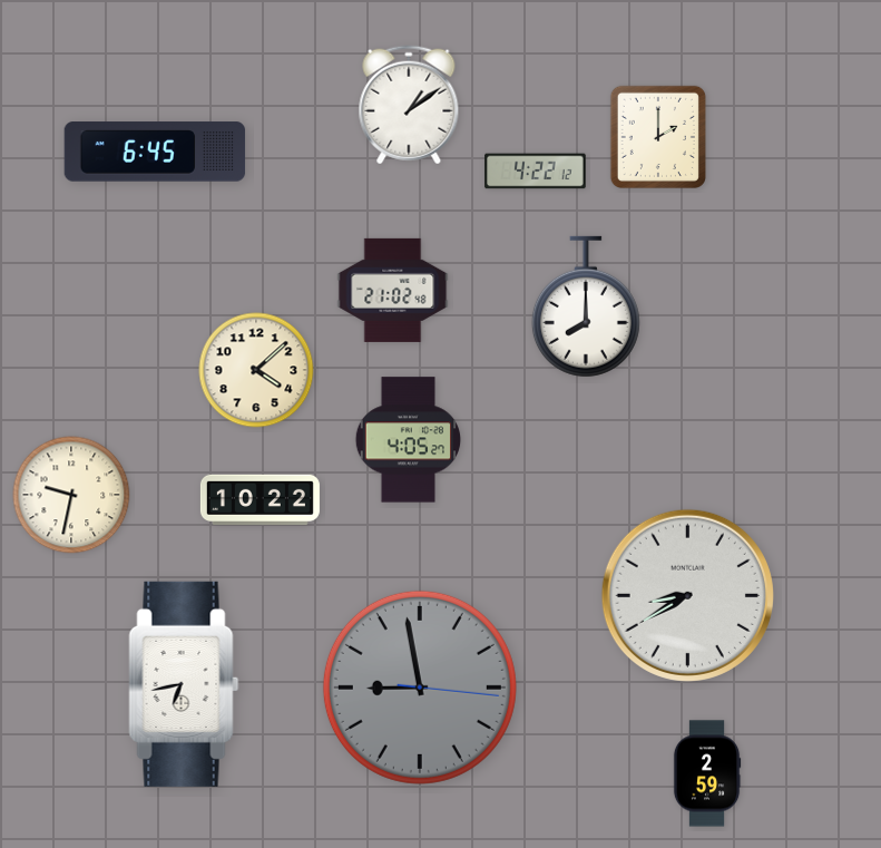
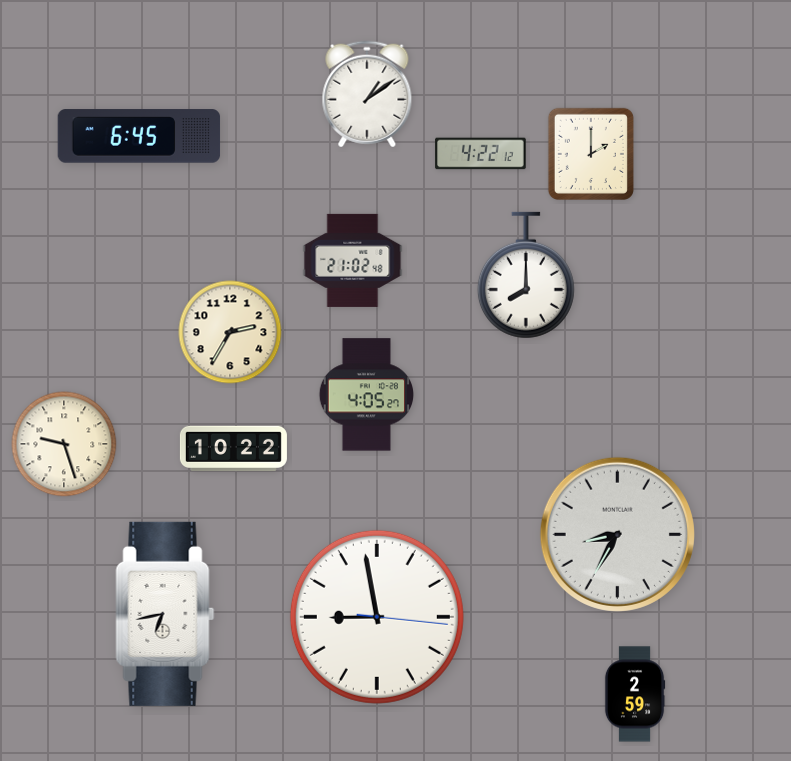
clock at (658, 137) position: (658, 137) -> (591, 154)
clock at (256, 370): 4:08 -> 2:35
clock at (71, 495): 9:32 -> 9:27
clock at (687, 595): 8:40 -> 8:35
clock at (420, 688) dial: grey -> white
